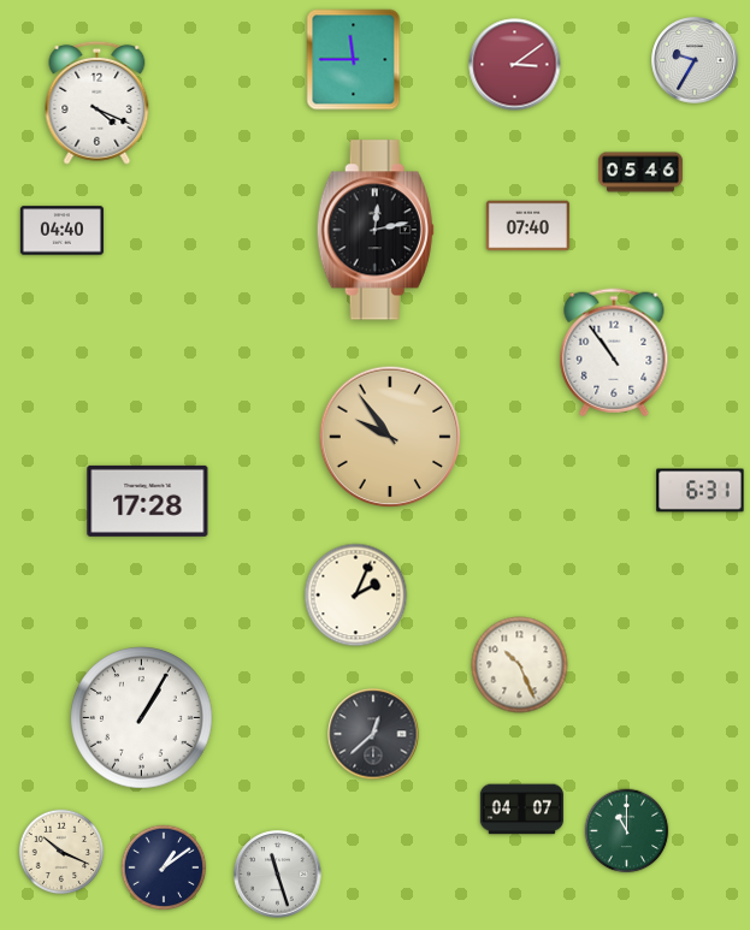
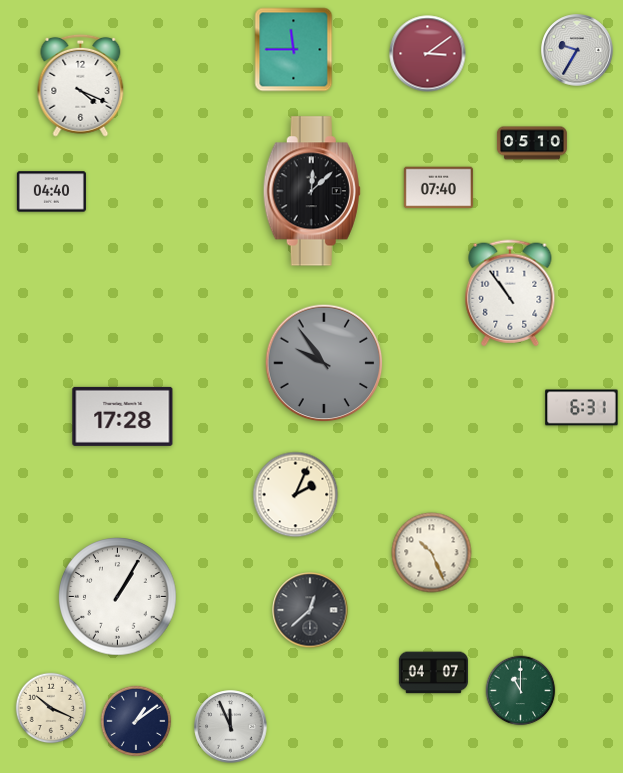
clock at (640, 172): 05:46 -> 05:10
clock at (376, 230): 12:13 -> 12:08
clock at (390, 437) dial: champagne -> grey
clock at (278, 875): 11:27 -> 11:56
